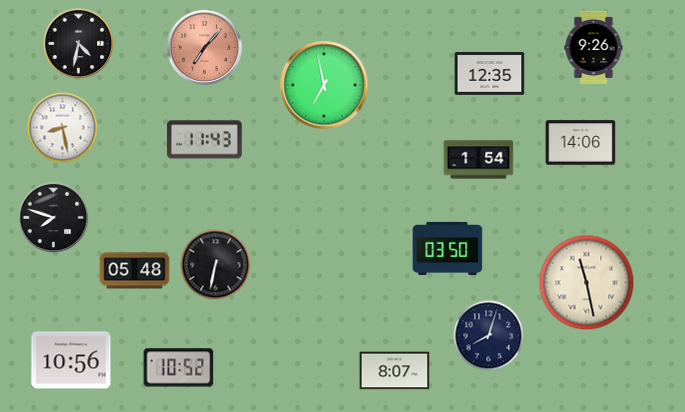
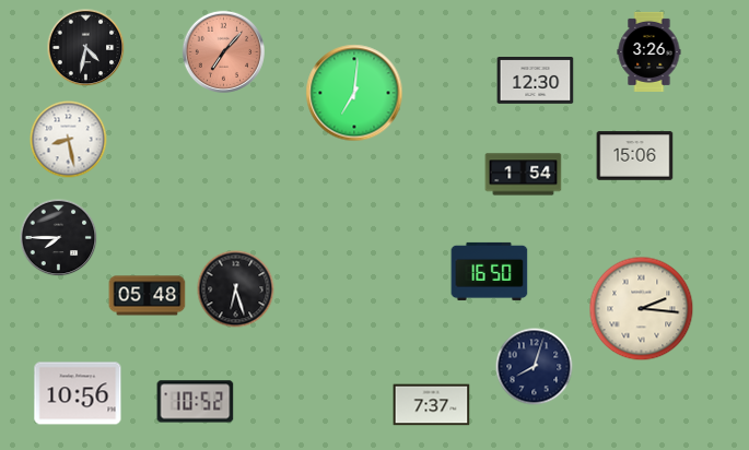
clock at (594, 47): 9:26 -> 3:26
clock at (490, 74): 12:35 -> 12:30
clock at (324, 85): 6:58 -> 7:01
clock at (205, 140): 11:43 -> none
clock at (581, 143): 14:06 -> 15:06
clock at (54, 218): 7:48 -> 7:45
clock at (448, 248): 03:50 -> 16:50
clock at (216, 265): 6:32 -> 6:27
clock at (587, 283): 11:28 -> 2:16
clock at (395, 371): 8:07 -> 7:37
